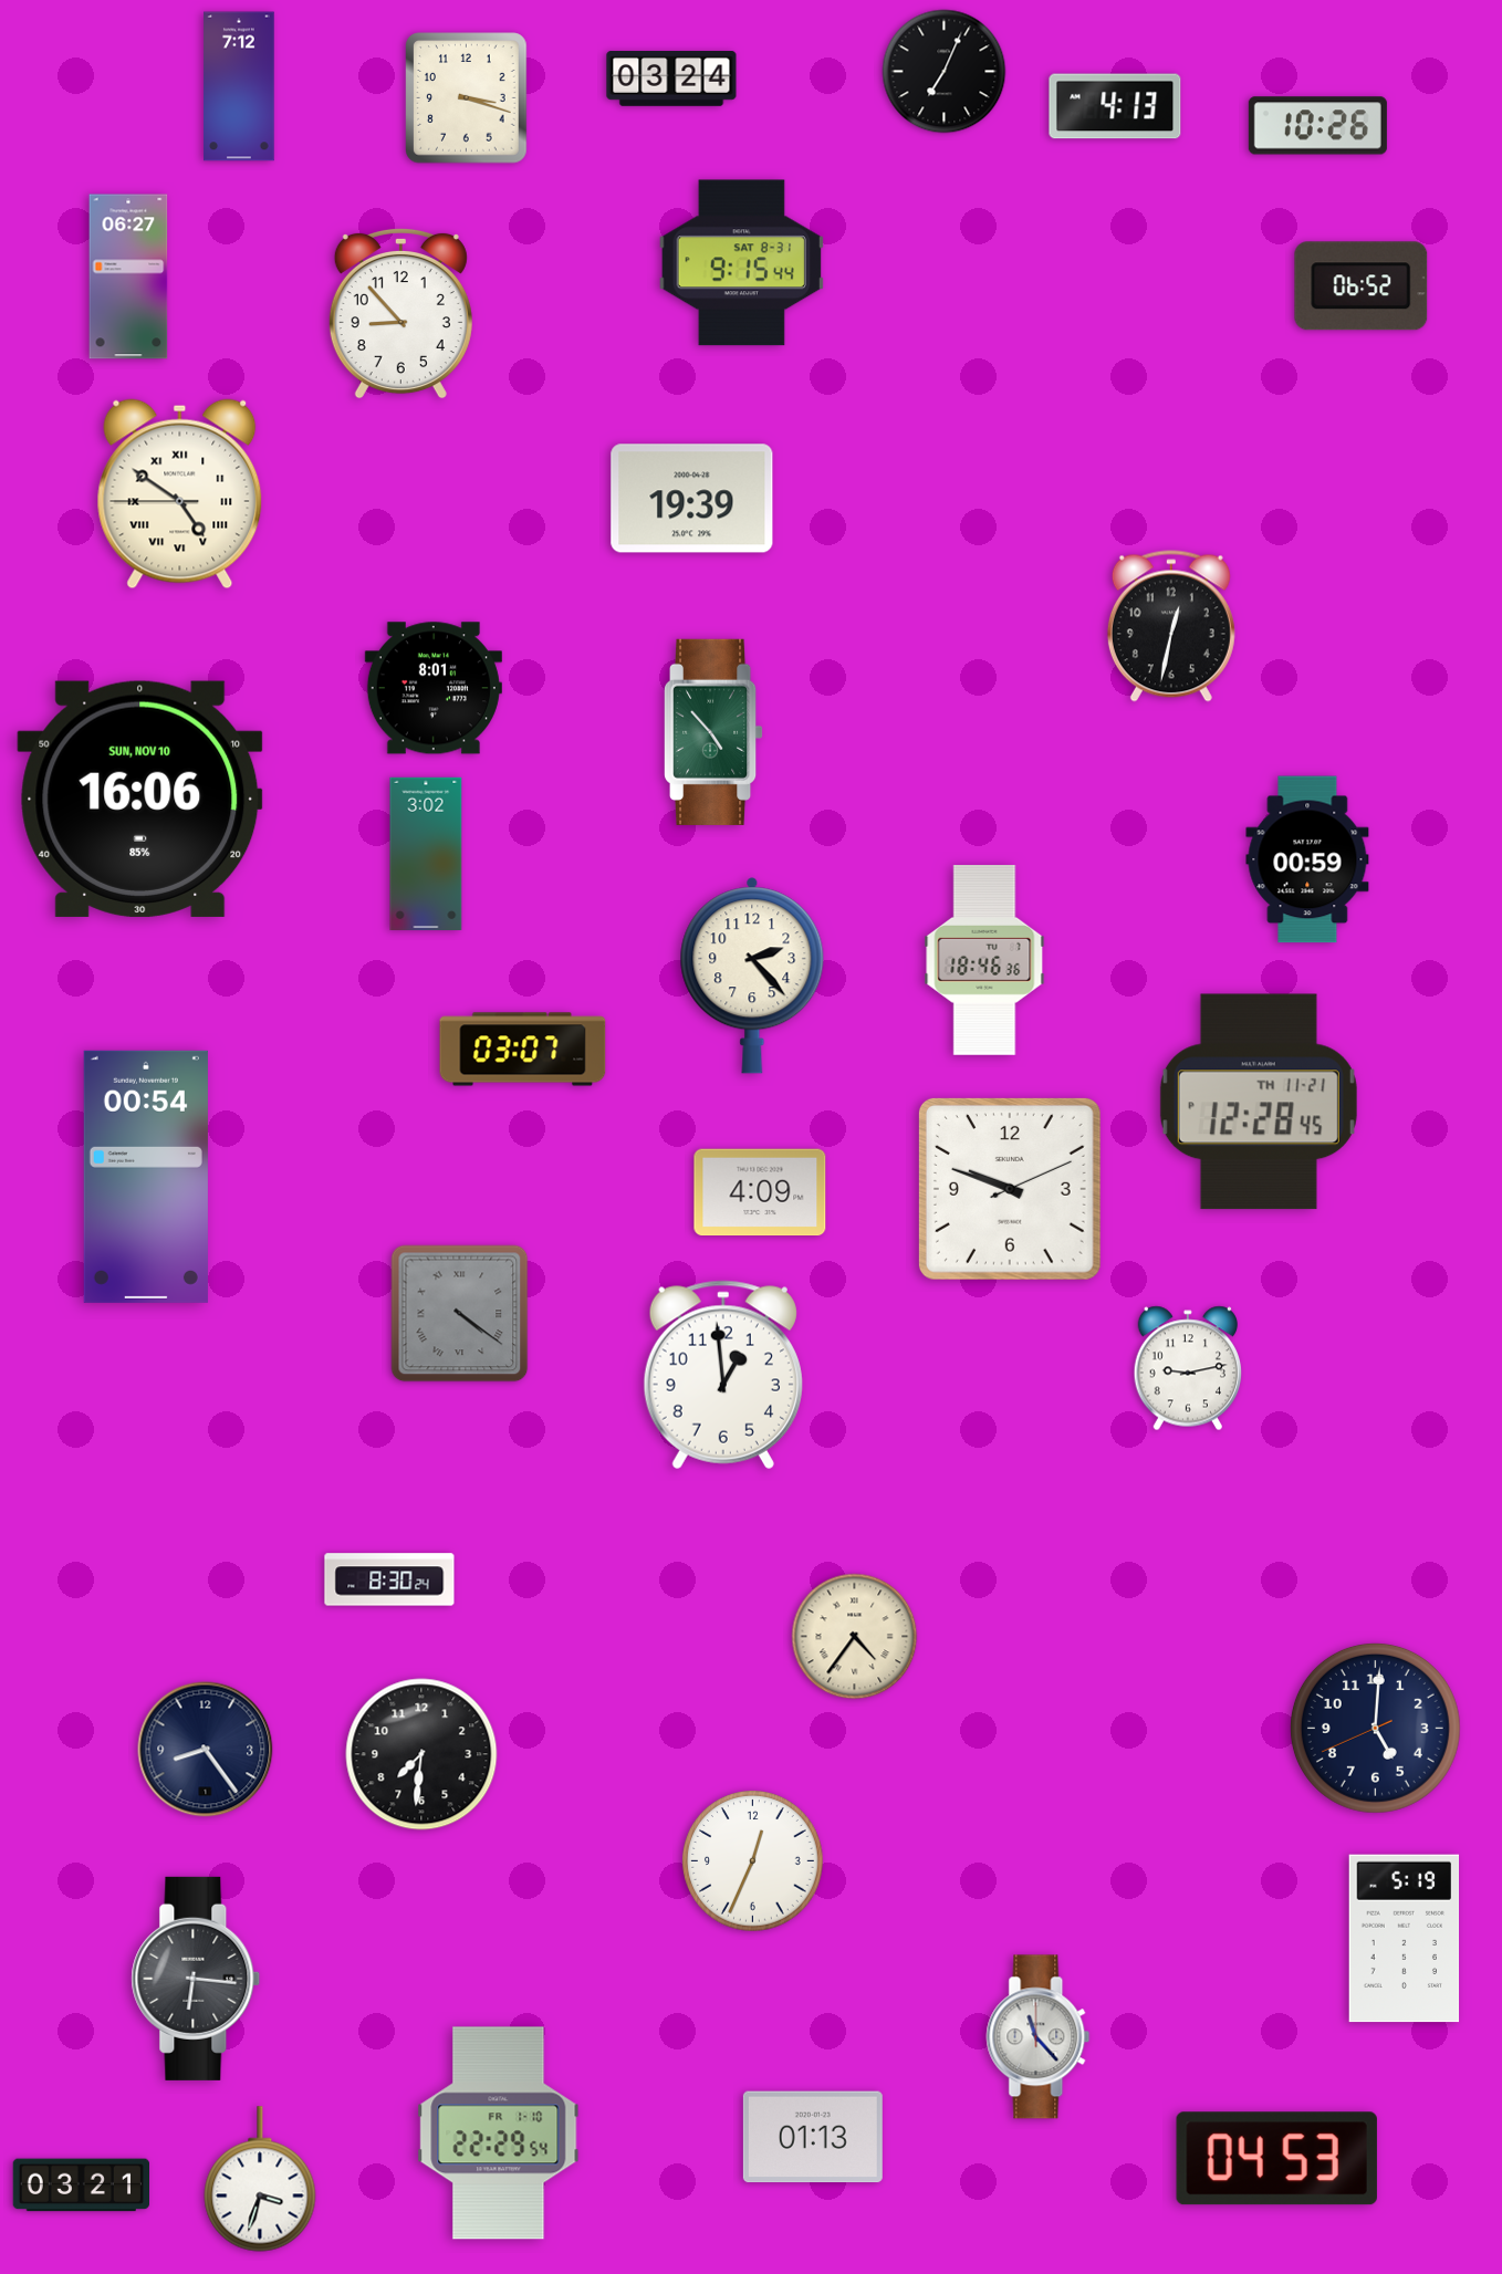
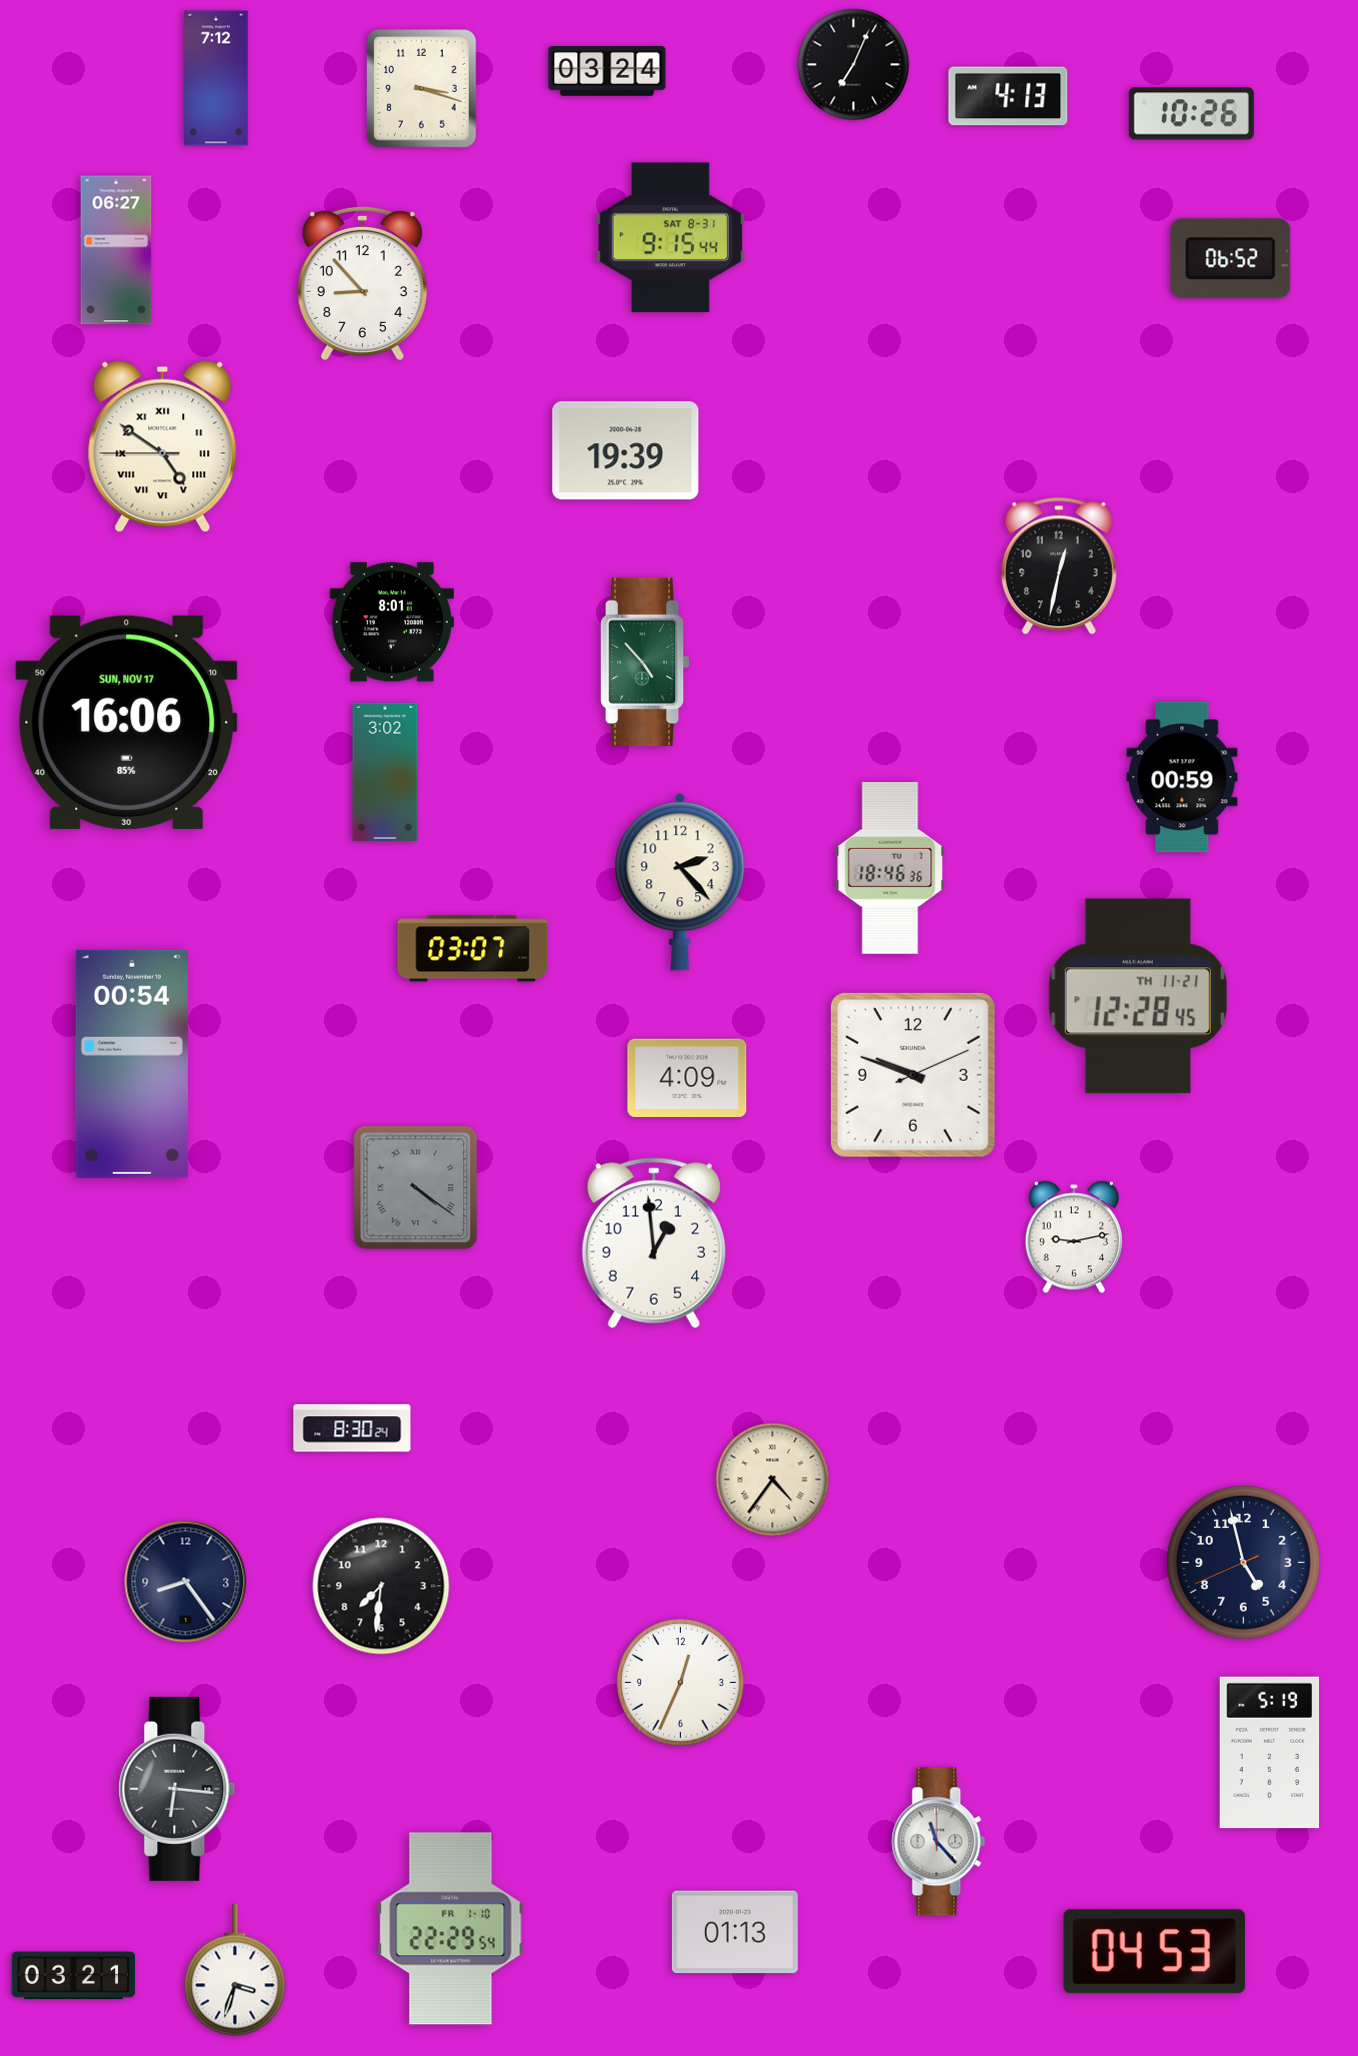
clock at (140, 799) date: SUN, NOV 10 -> SUN, NOV 17
clock at (1375, 1728): 5:00 -> 4:57
